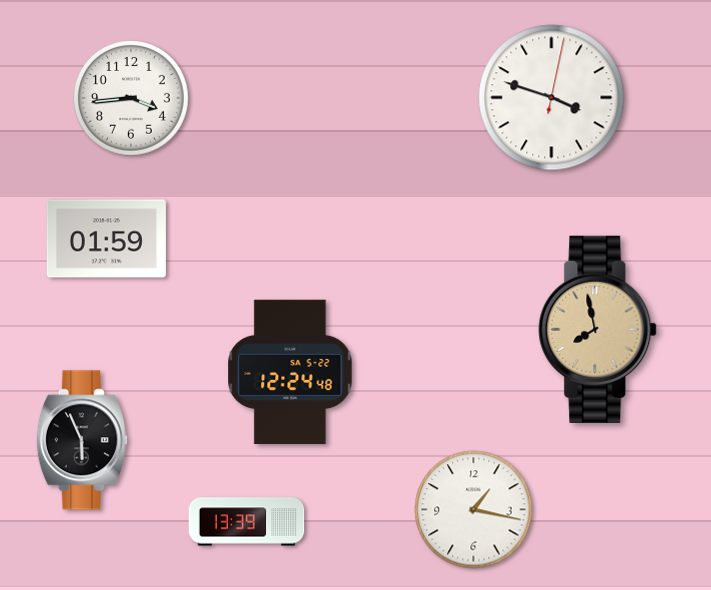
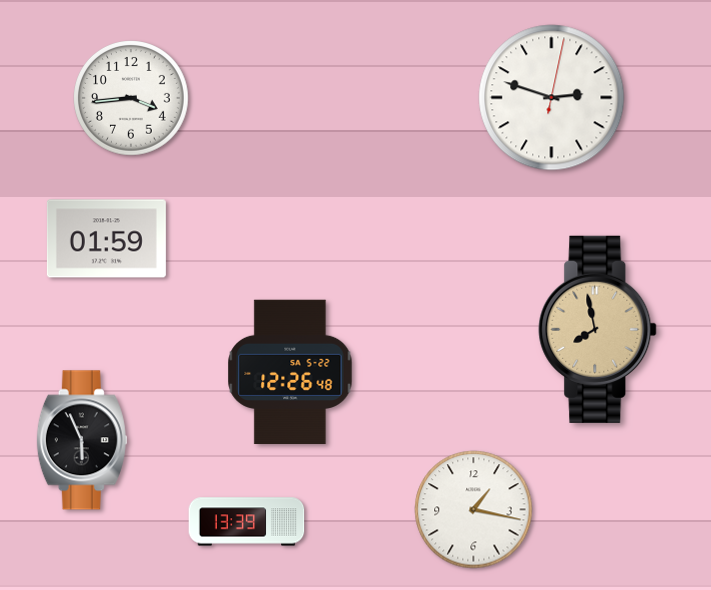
clock at (552, 98): 3:48 -> 2:48
clock at (290, 372): 12:24 -> 12:26
